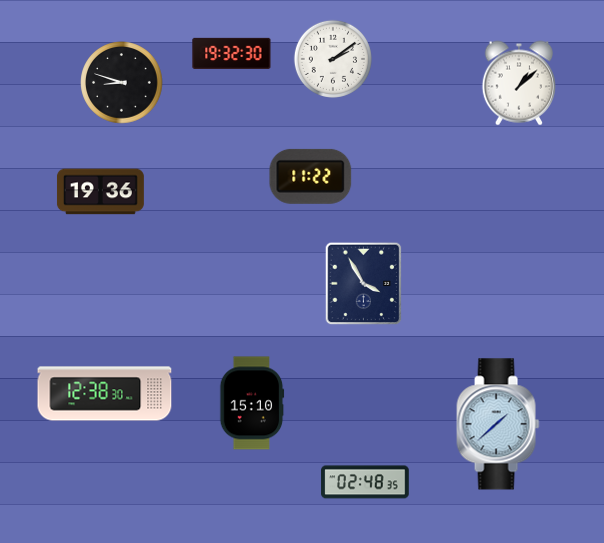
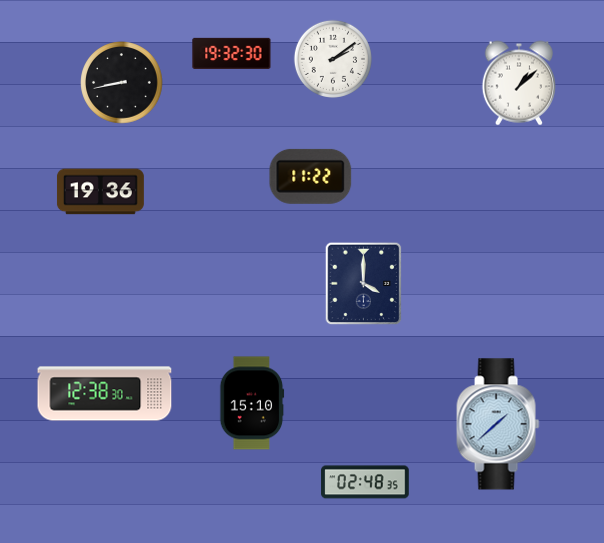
clock at (122, 83): 8:48 -> 8:43
clock at (364, 284): 3:55 -> 4:00
